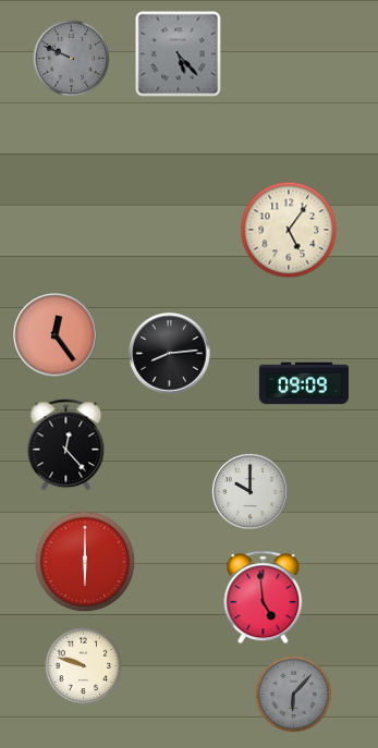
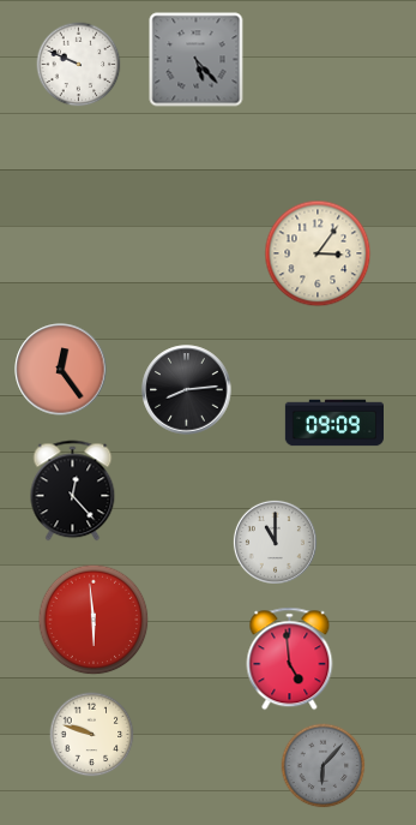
clock at (72, 59) dial: grey -> white
clock at (289, 230): 5:06 -> 3:06
clock at (249, 491): 10:00 -> 11:00
clock at (85, 562): 6:00 -> 5:59
